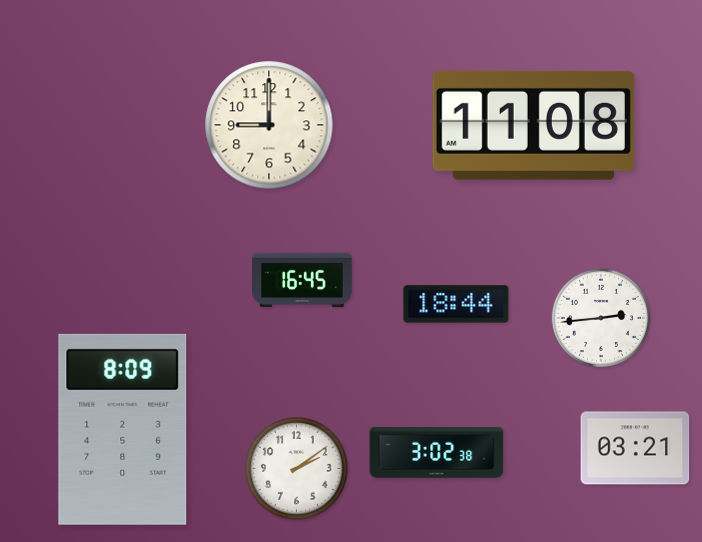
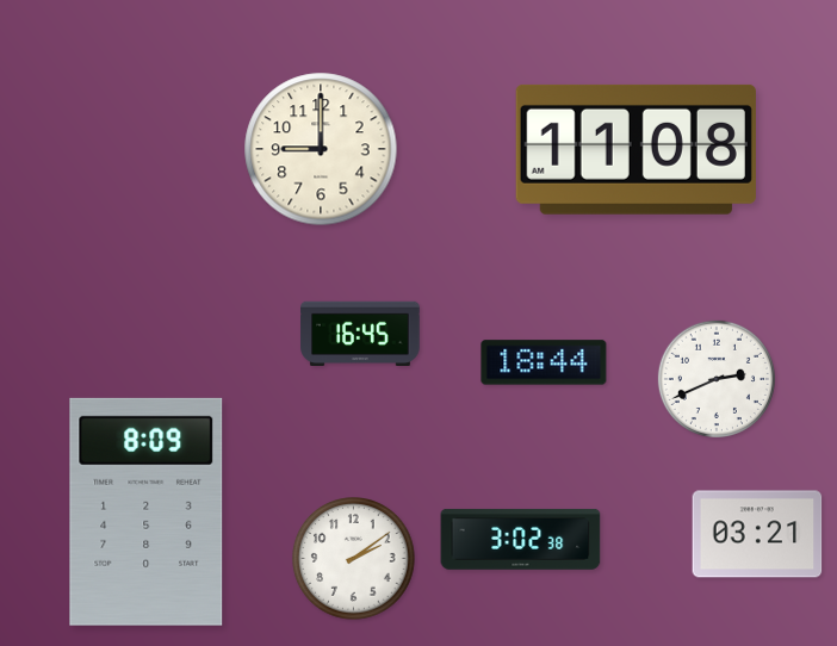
clock at (601, 318): 2:44 -> 2:41
